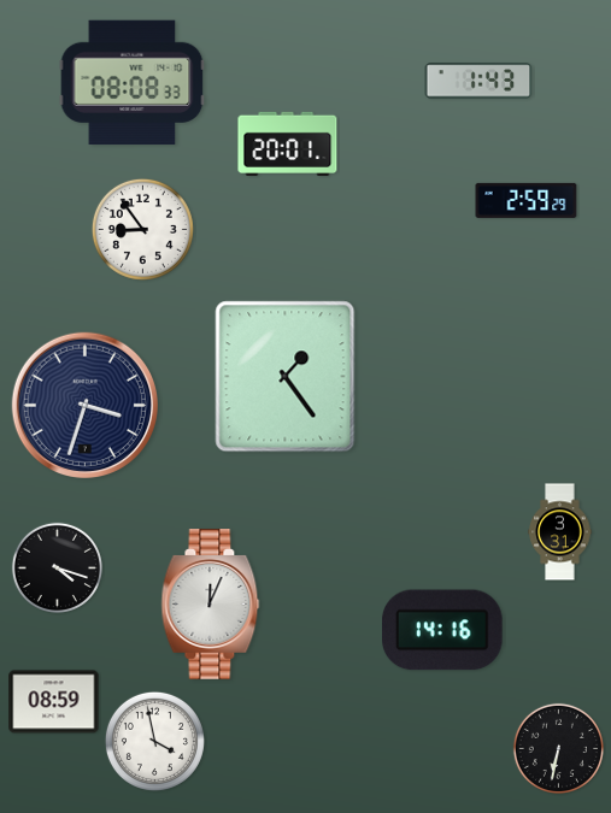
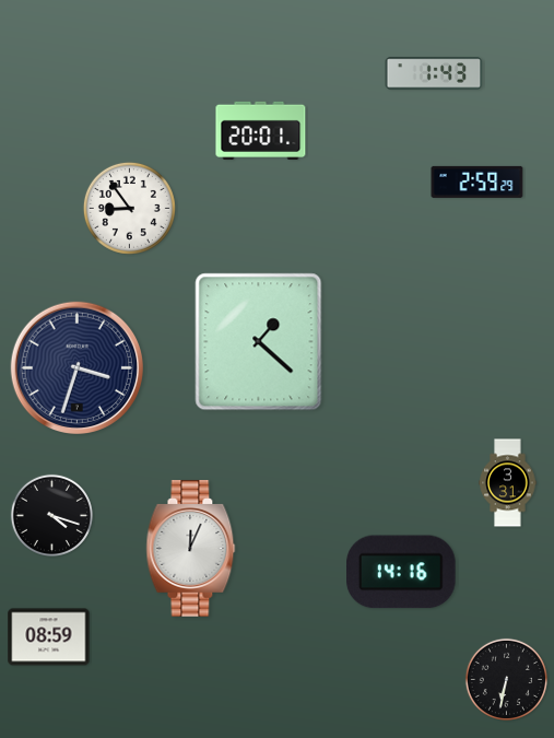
clock at (133, 82): 08:08 -> none
clock at (286, 377): 1:24 -> 1:22
clock at (154, 741): 3:58 -> none
